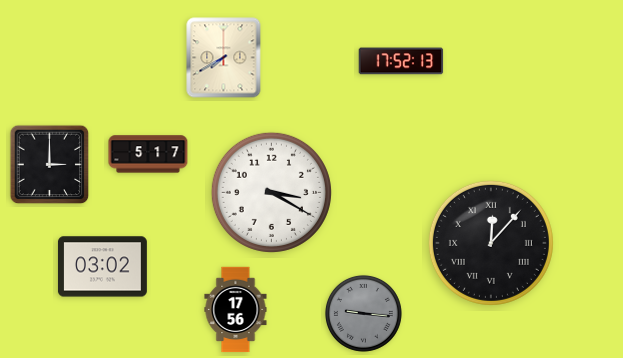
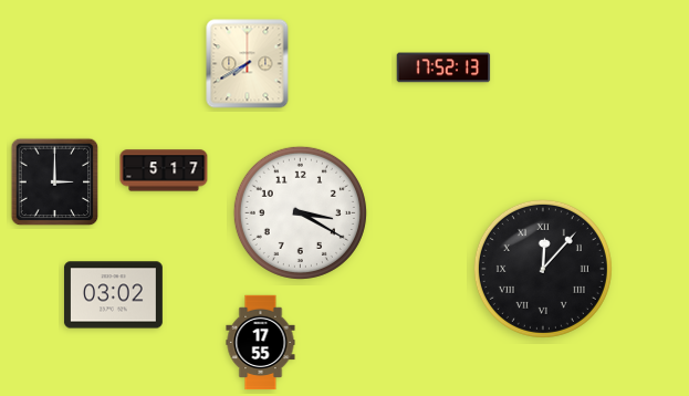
clock at (236, 310): 17:56 -> 17:55
clock at (363, 313): 9:16 -> none
